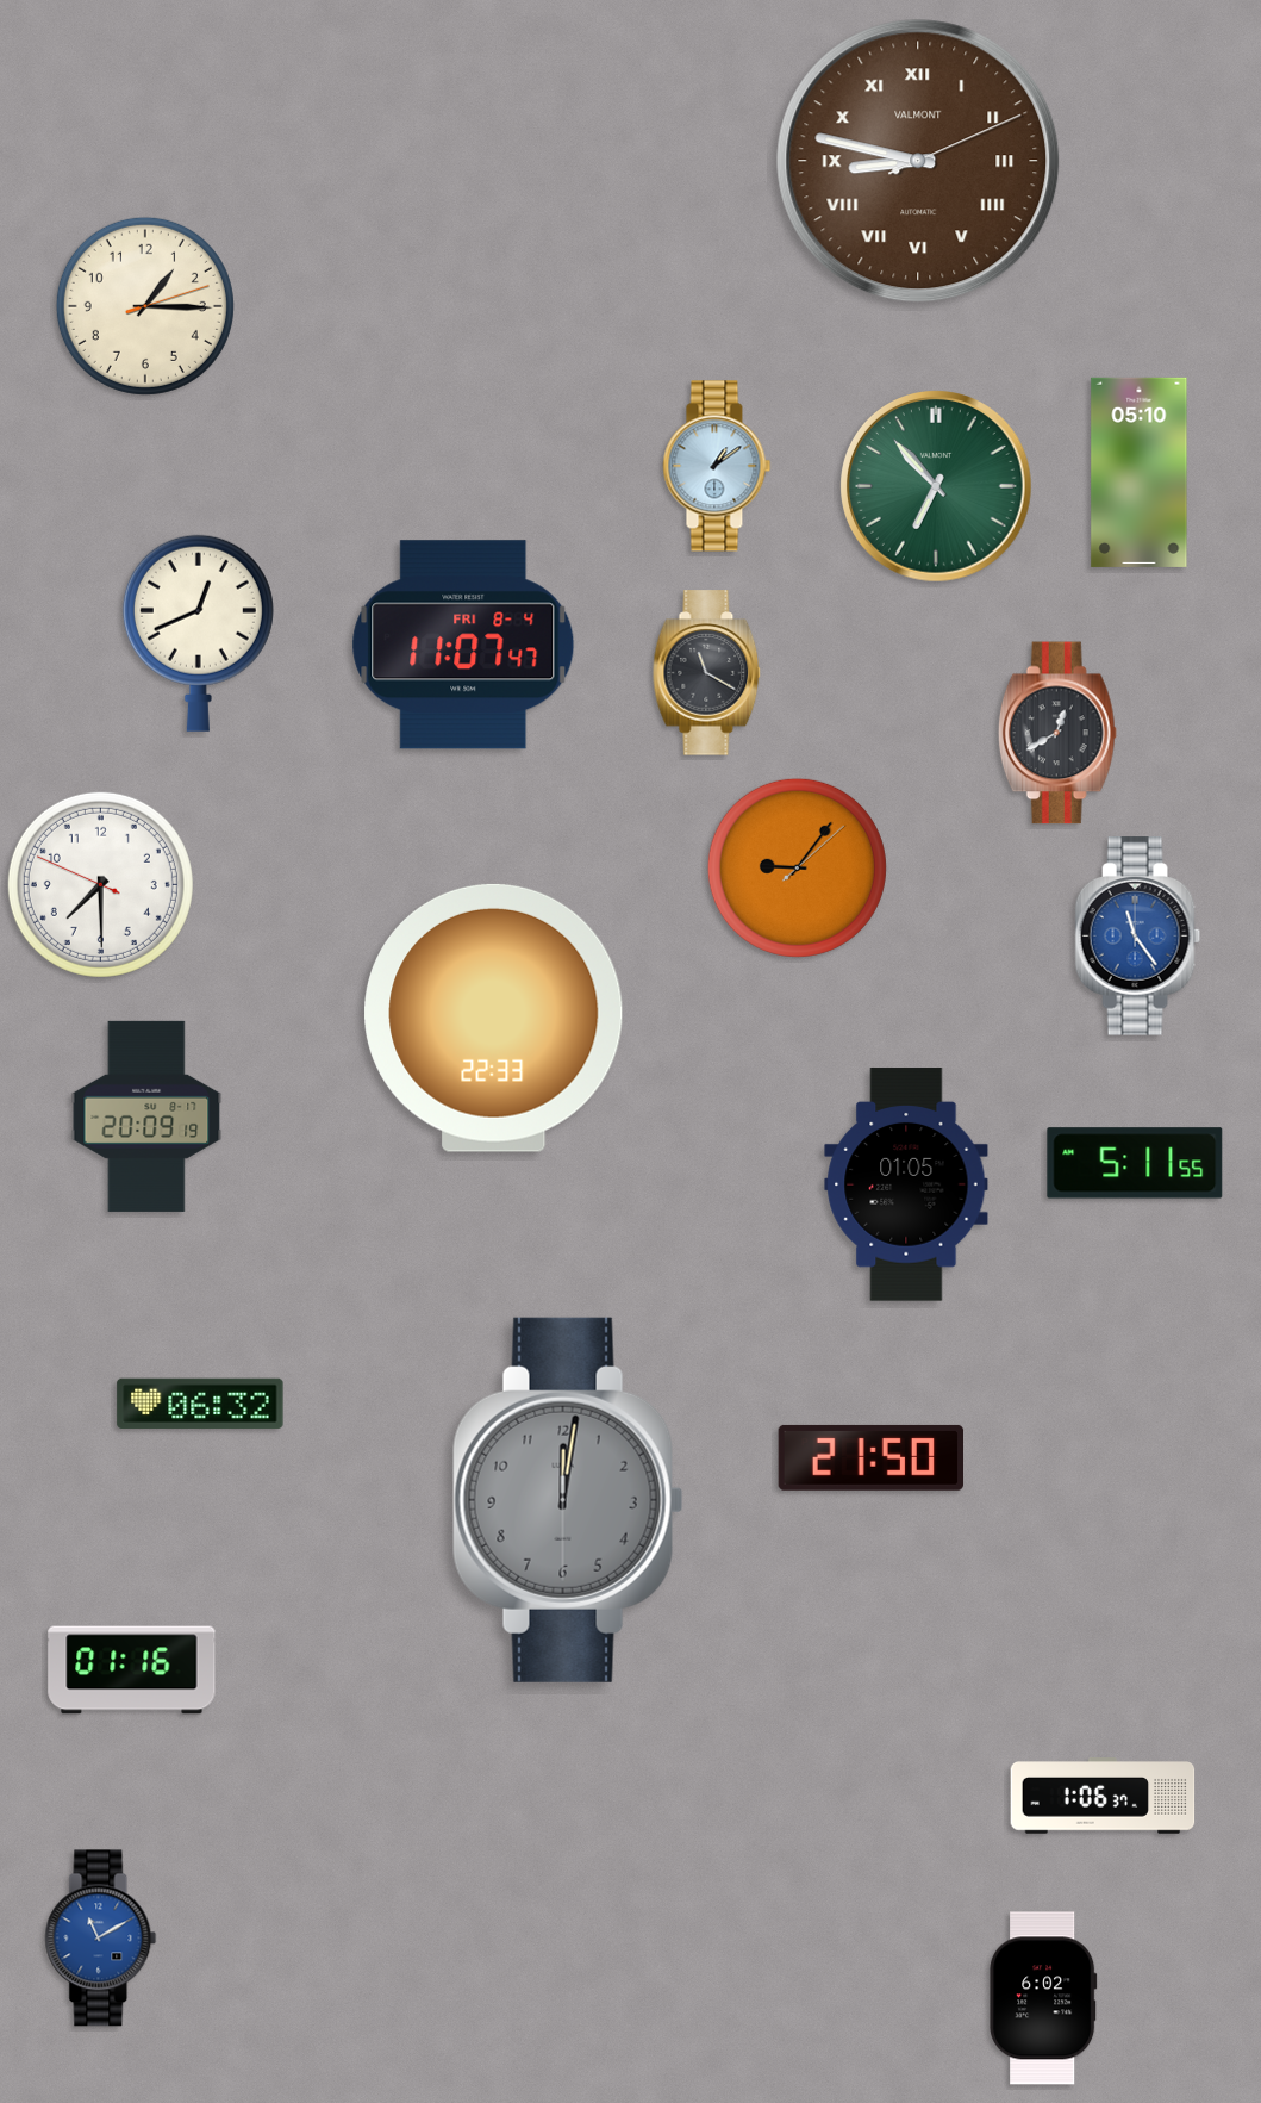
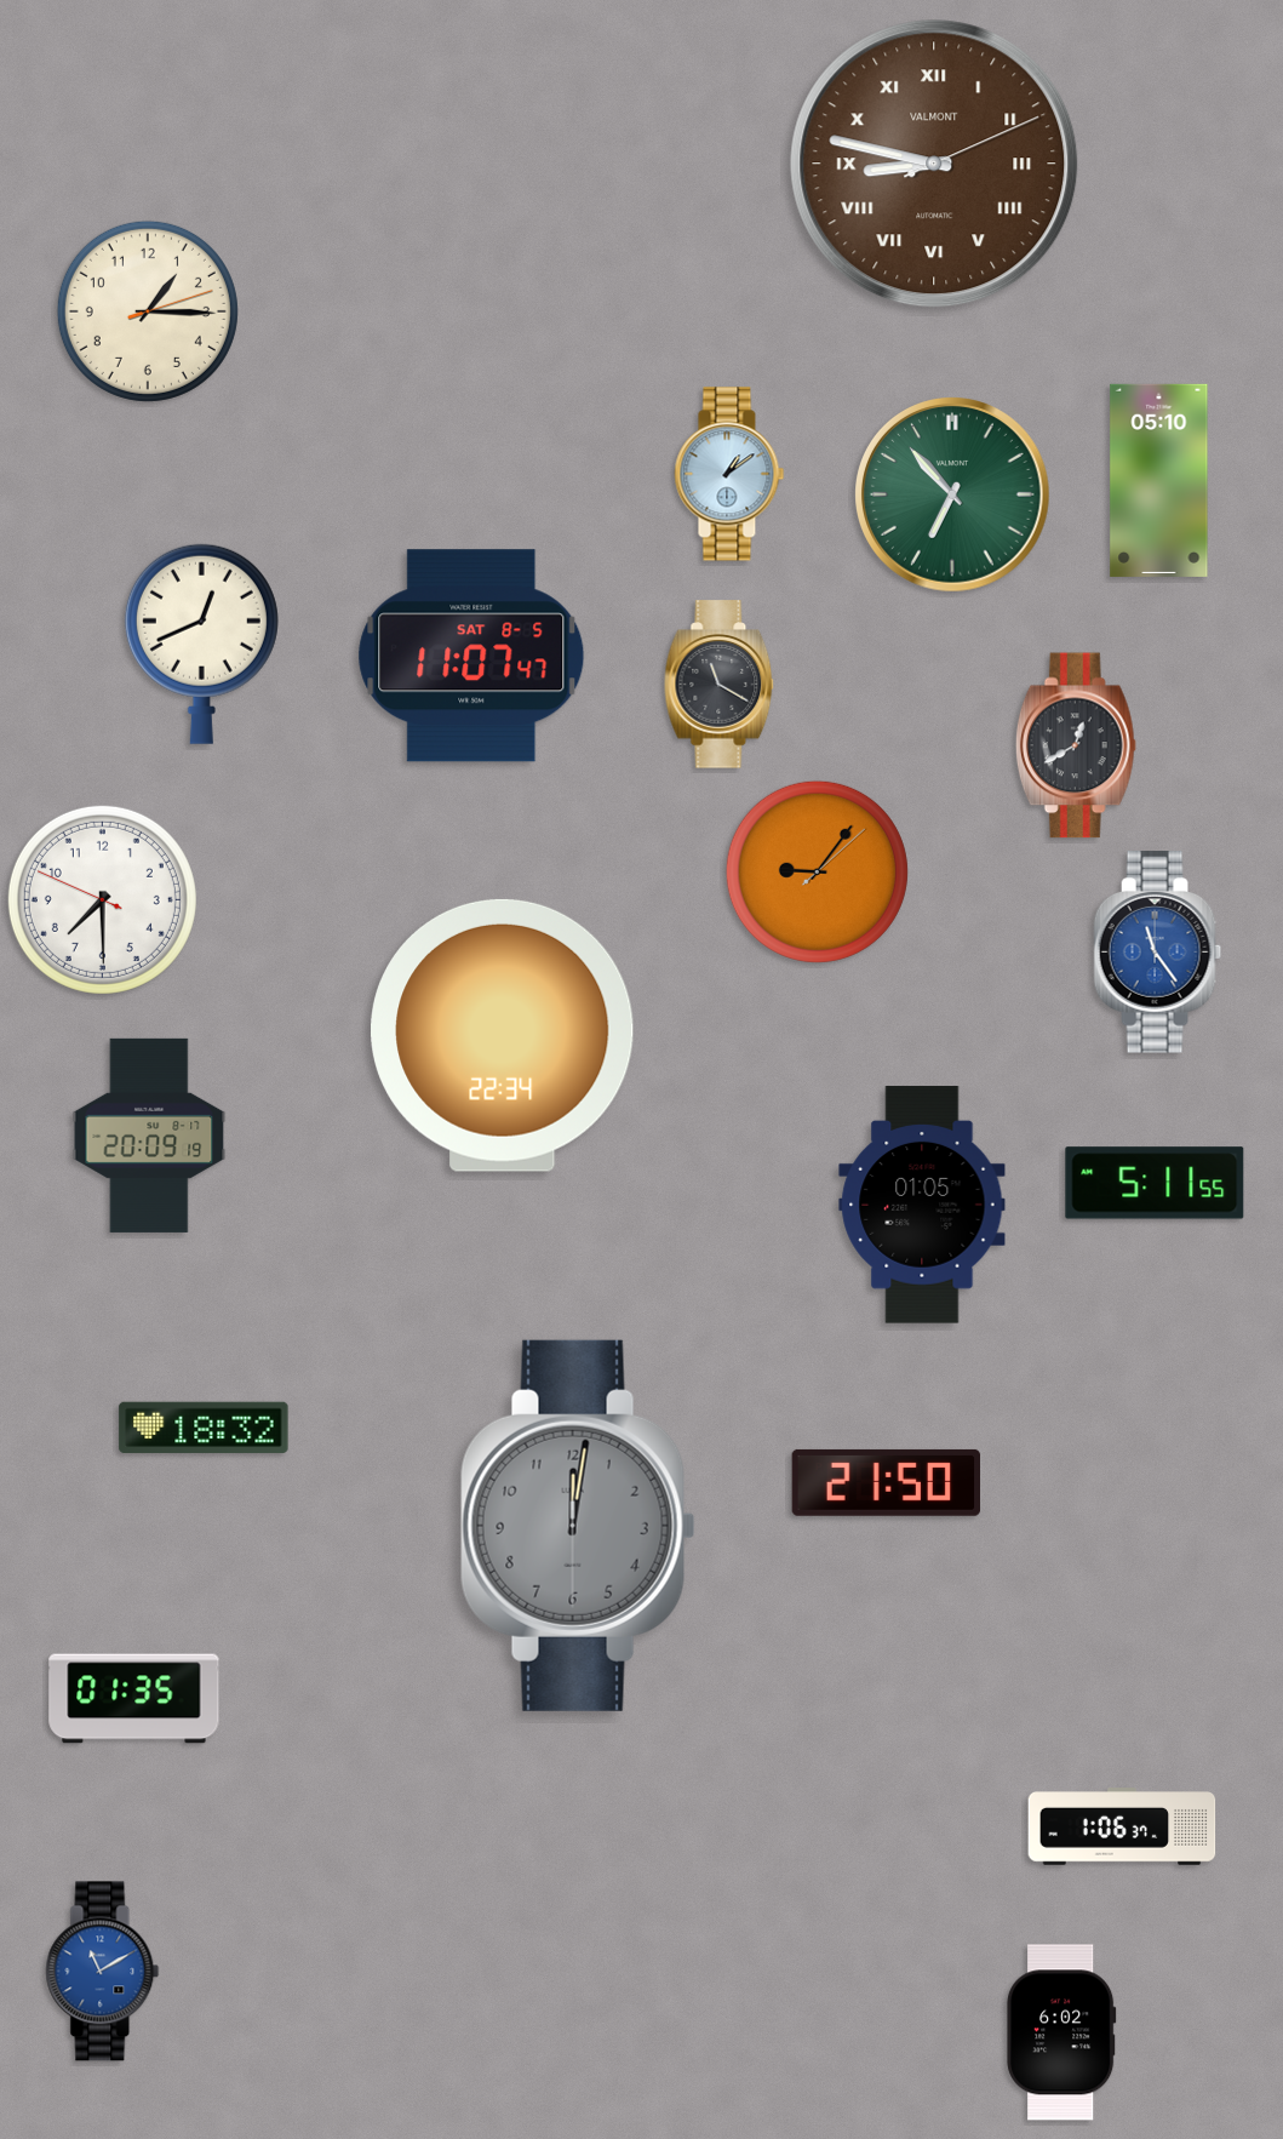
clock at (463, 645) date: FRI 8-4 -> SAT 8-5
clock at (797, 867) position: (797, 867) -> (817, 871)
clock at (494, 1018): 22:33 -> 22:34
clock at (200, 1402): 06:32 -> 18:32
clock at (132, 1670): 01:16 -> 01:35
